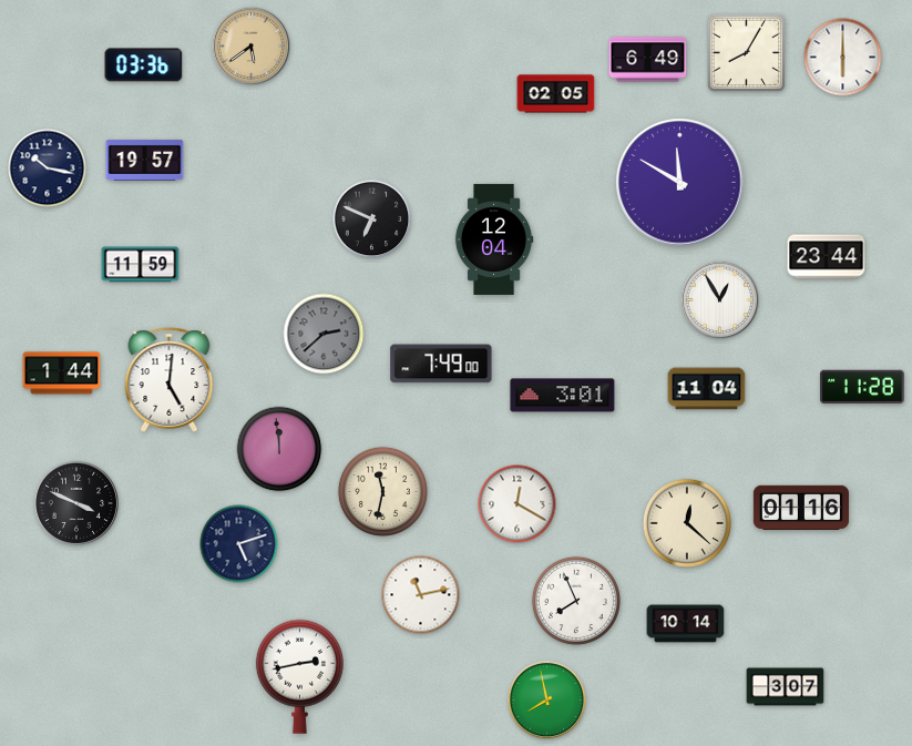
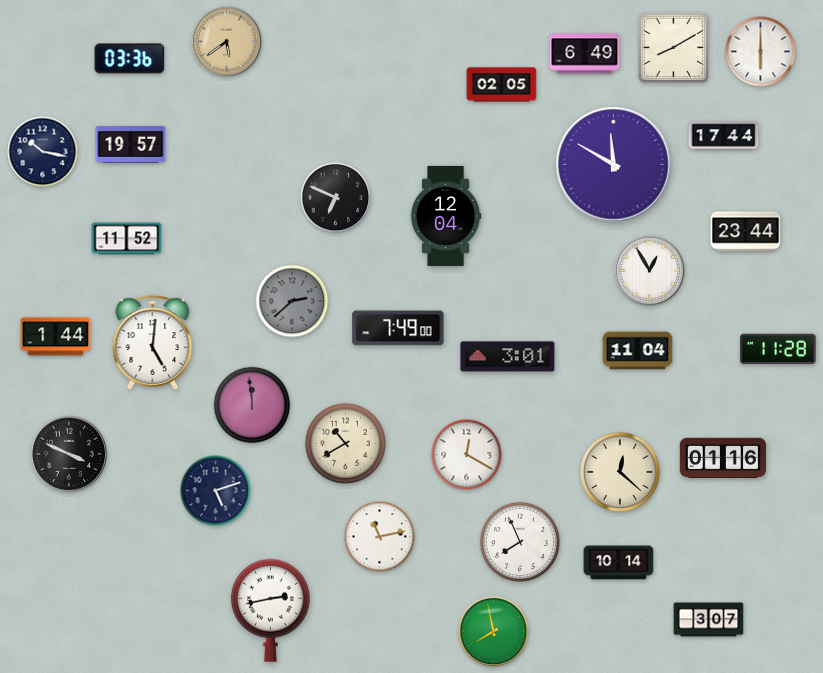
clock at (747, 53): 8:05 -> 8:10
clock at (724, 136): none -> 17:44
clock at (141, 265): 11:59 -> 11:52
clock at (382, 491): 11:32 -> 10:40
